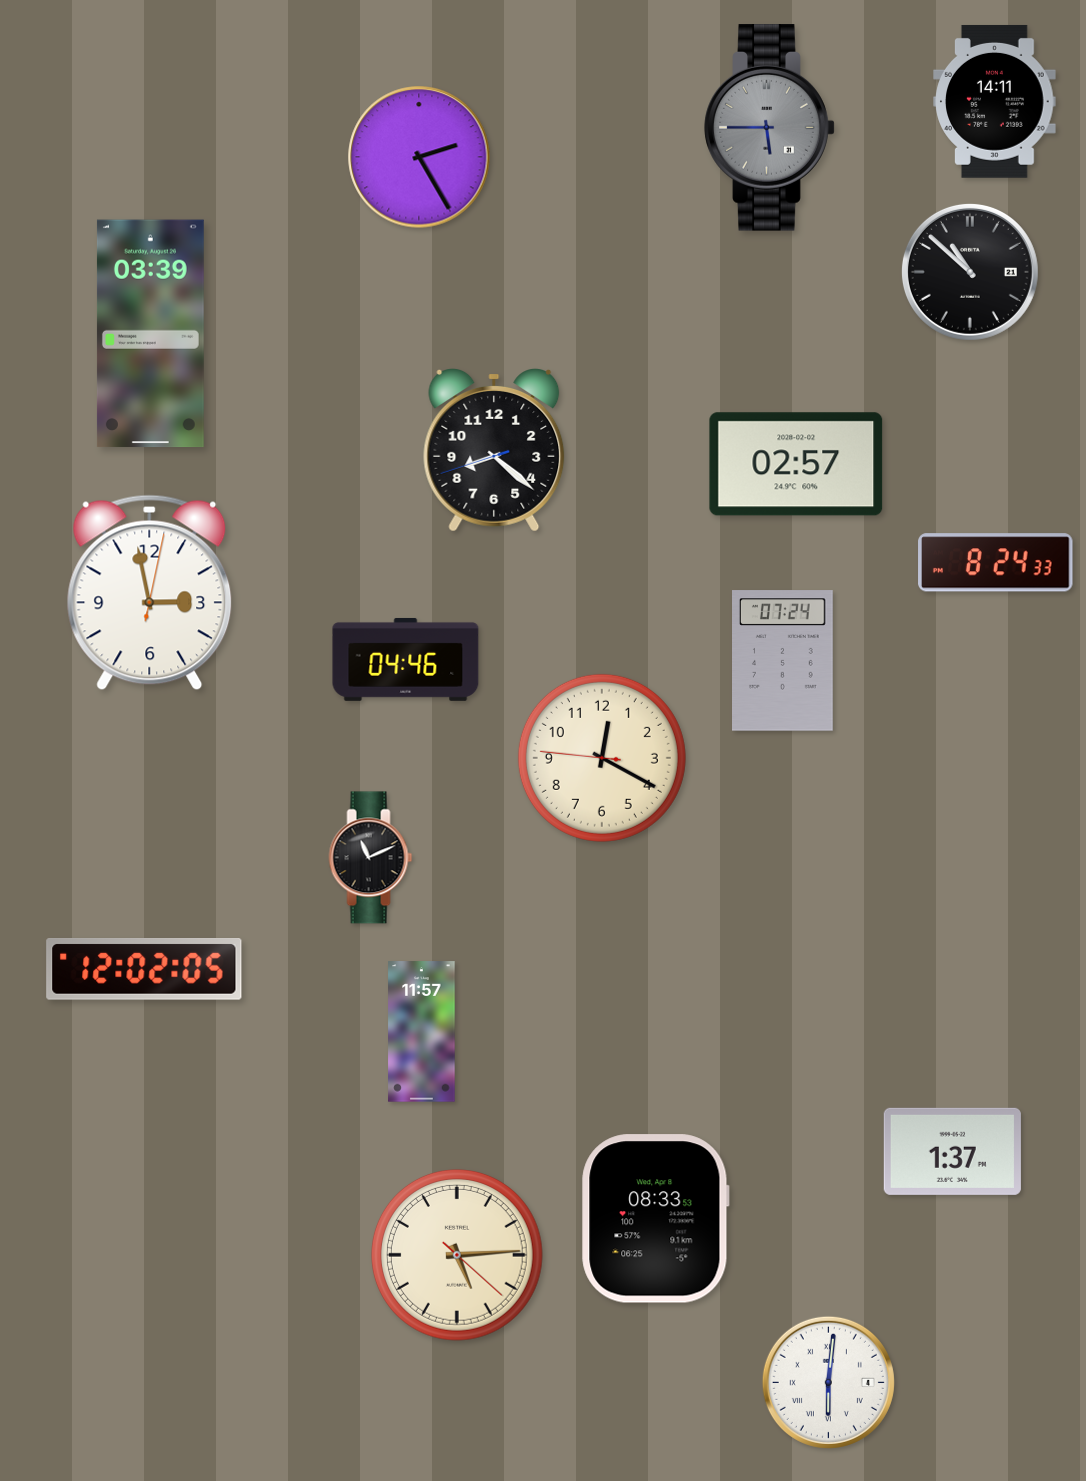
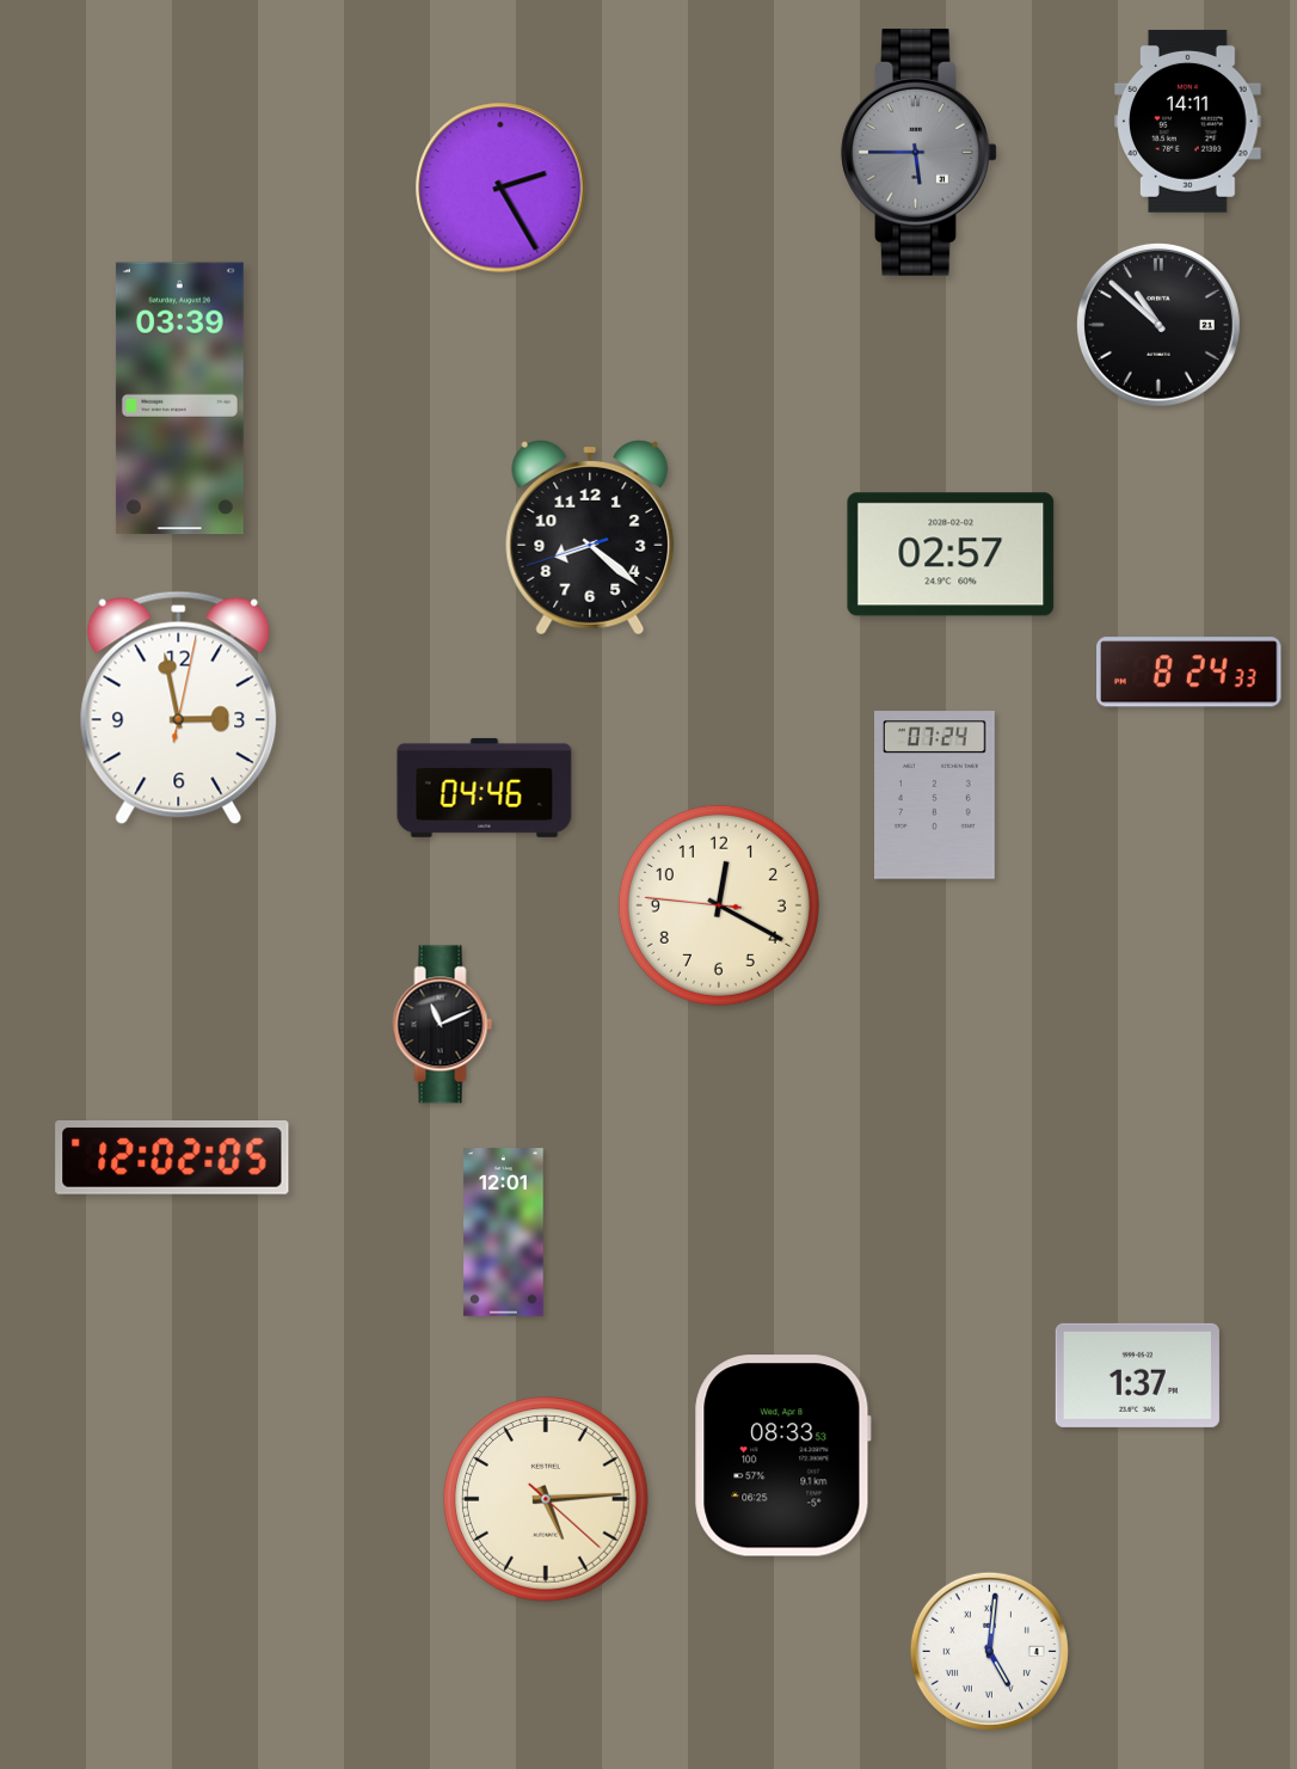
clock at (783, 661) position: (783, 661) -> (935, 796)
clock at (422, 1032): 11:57 -> 12:01
clock at (828, 1382): 6:01 -> 5:01
